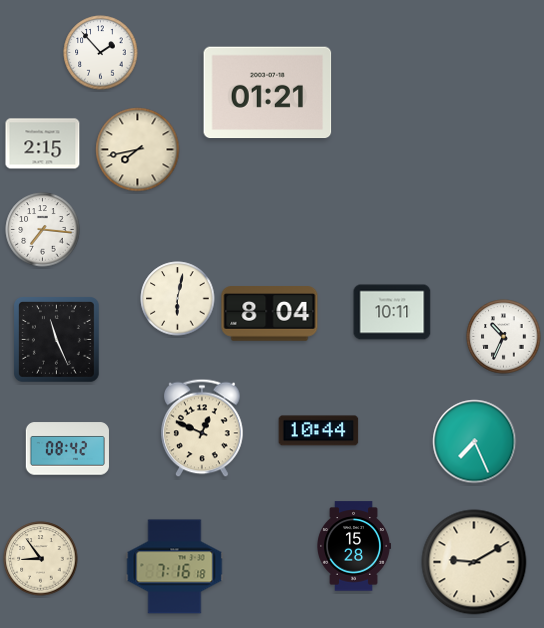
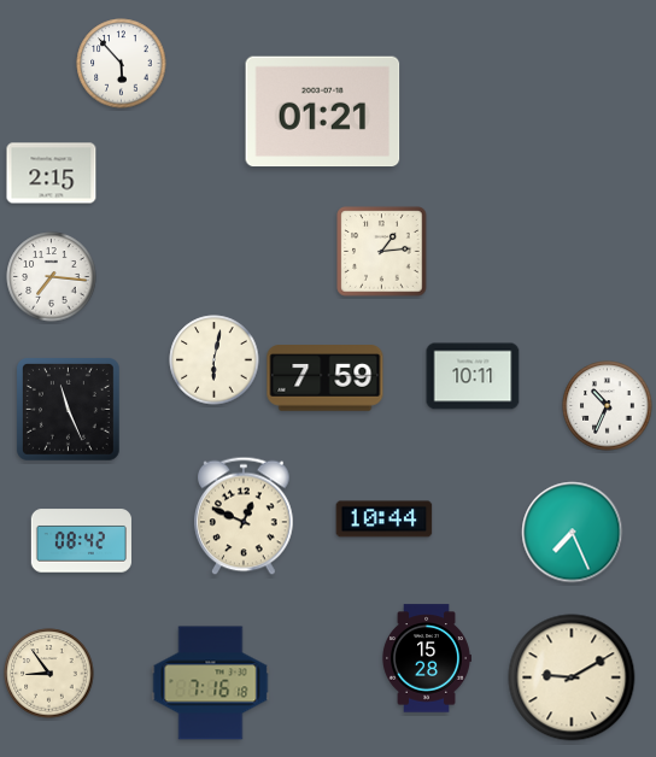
clock at (101, 53): 1:53 -> 5:53
clock at (138, 150): 7:43 -> none
clock at (382, 252): none -> 1:14
clock at (270, 314): 8:04 -> 7:59
